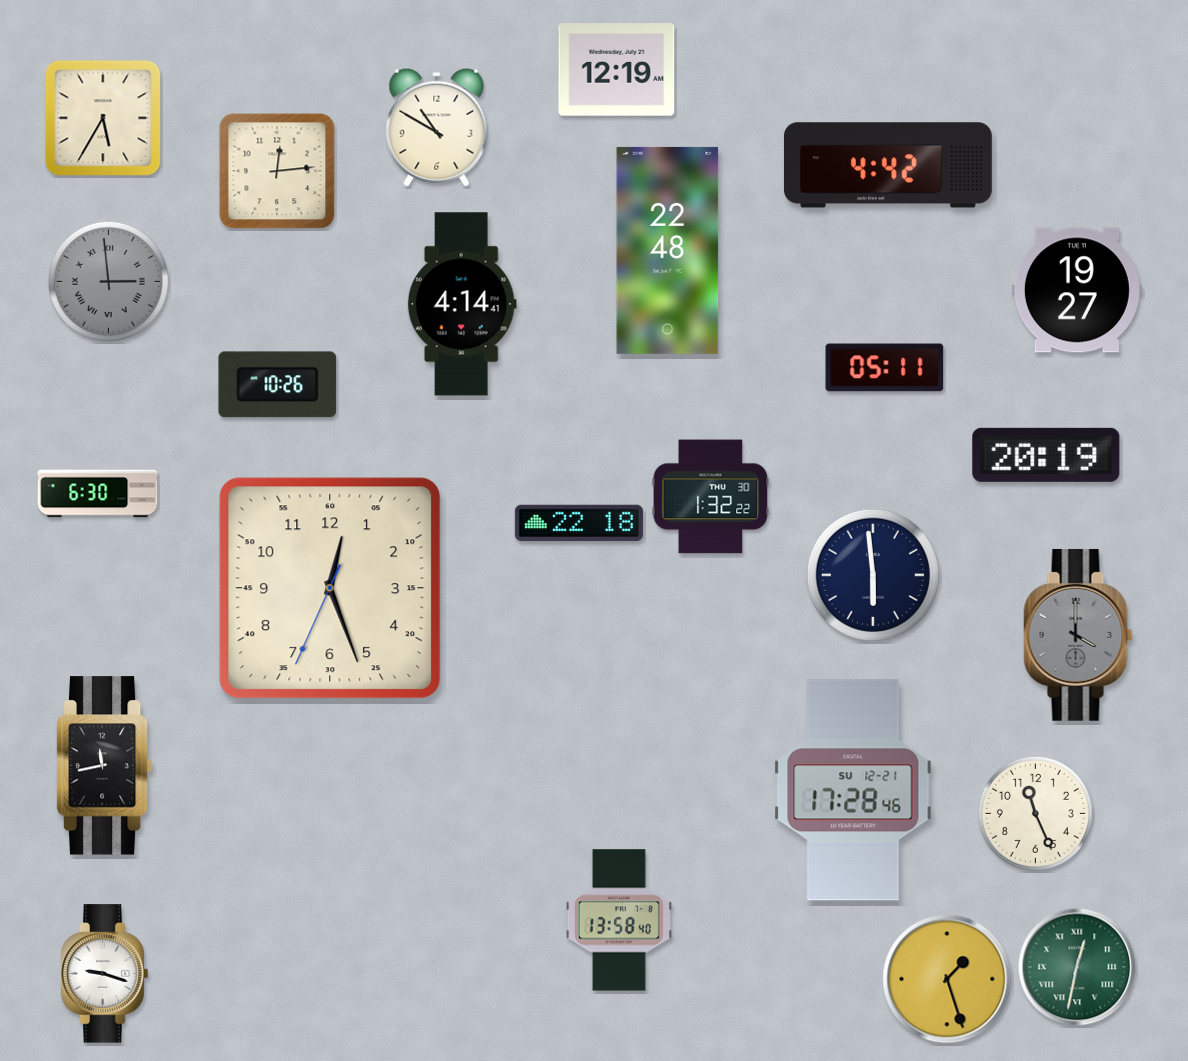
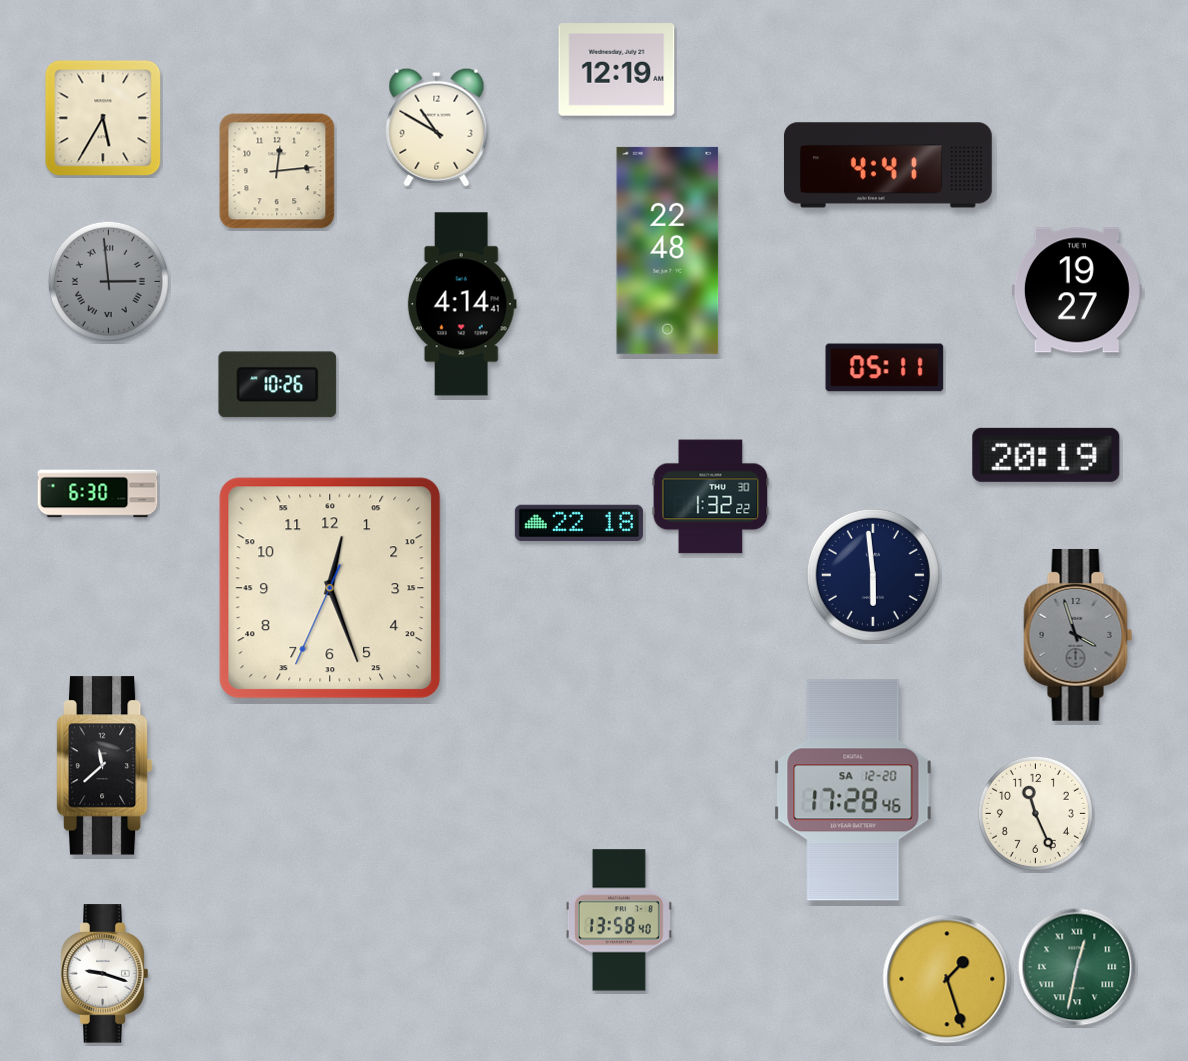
clock at (888, 165): 4:42 -> 4:41
clock at (1078, 635): 4:00 -> 3:57
clock at (104, 766): 11:43 -> 11:38
clock at (853, 790) date: SU 12-21 -> SA 12-20
